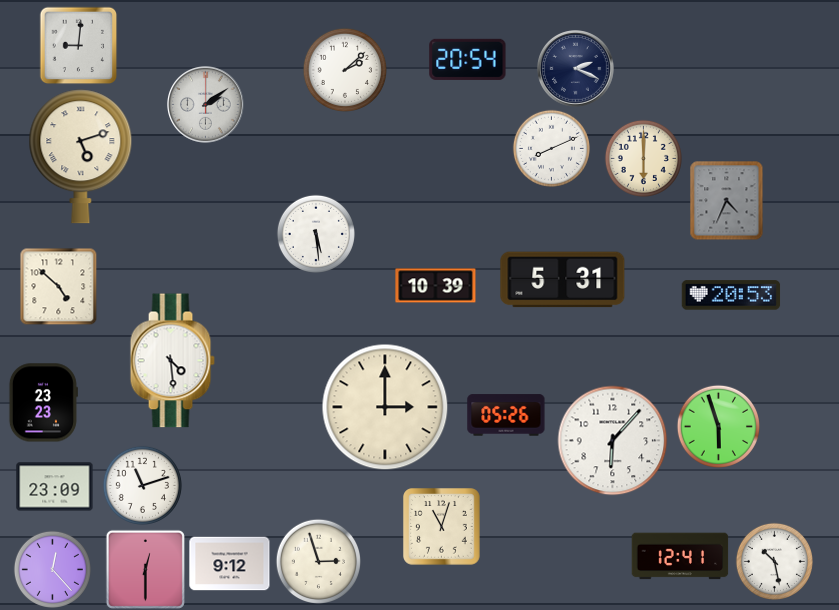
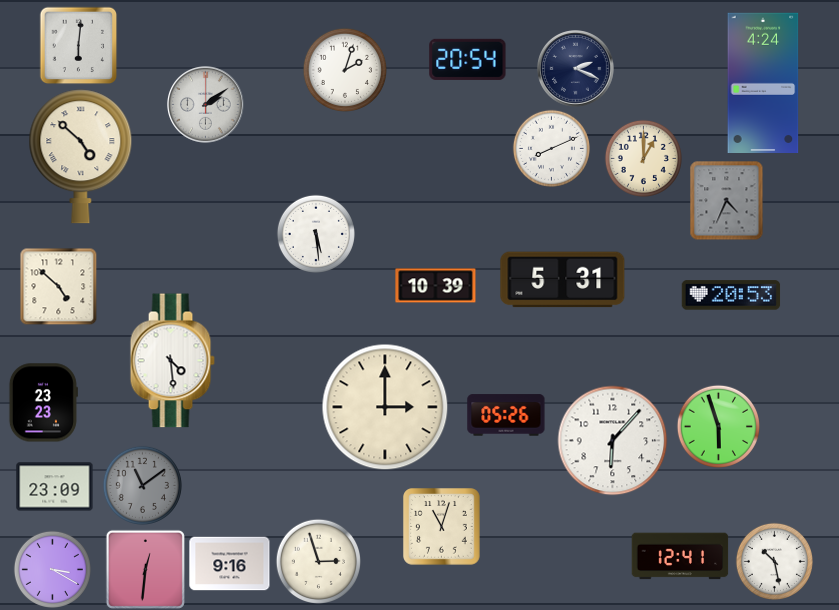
clock at (78, 45): 9:01 -> 6:01
clock at (344, 69): 2:08 -> 2:03
clock at (763, 83): none -> 4:24
clock at (81, 157): 5:12 -> 4:52
clock at (643, 158): 6:00 -> 1:00
clock at (142, 485): 11:12 -> 11:09
clock at (142, 485) dial: white -> grey
clock at (230, 564): 9:12 -> 9:16
clock at (52, 569): 12:23 -> 3:20
clock at (145, 569): 12:30 -> 12:31
